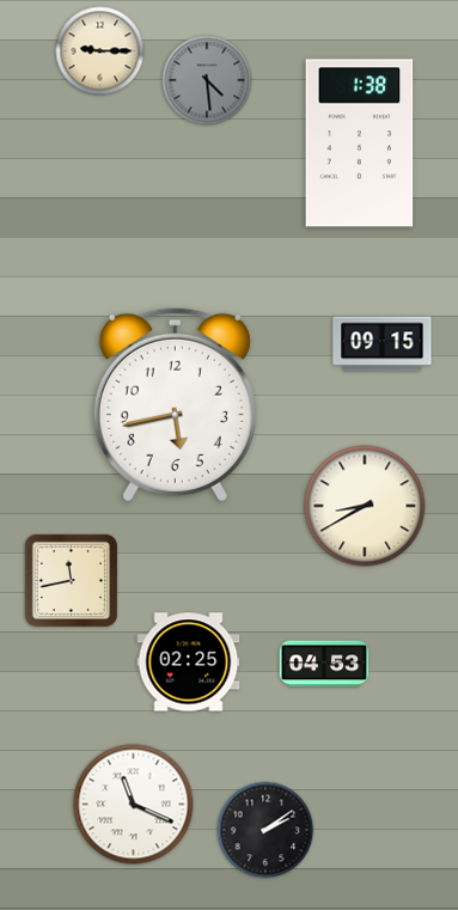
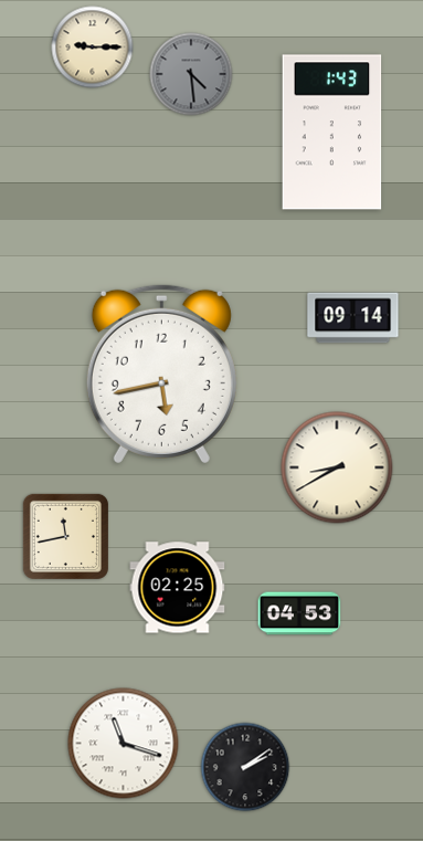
clock at (360, 143): 1:38 -> 1:43
clock at (383, 344): 09:15 -> 09:14
clock at (189, 662) position: (189, 662) -> (178, 588)
clock at (134, 805): 11:19 -> 11:18
